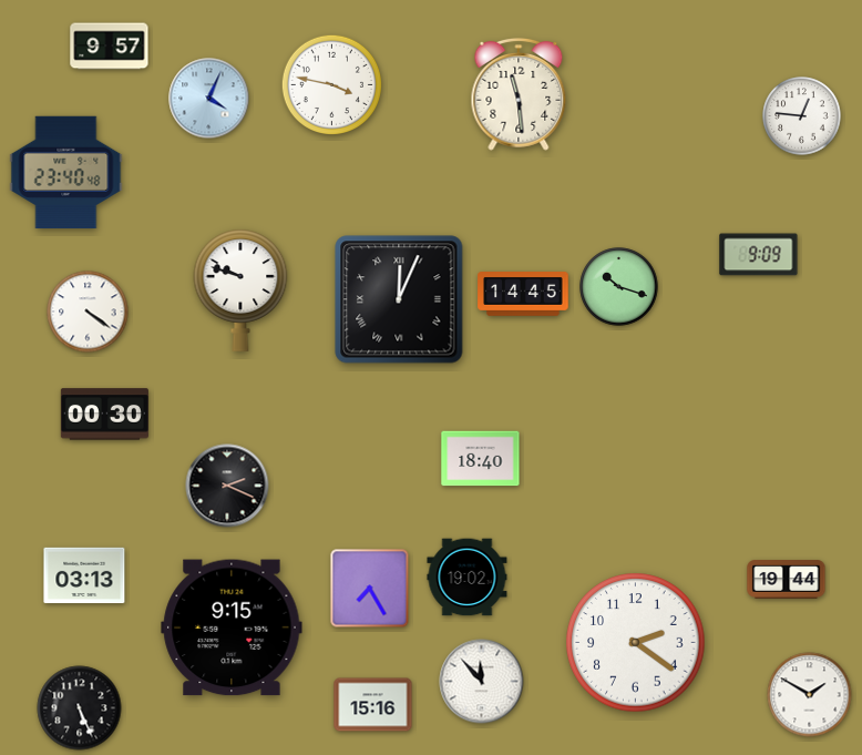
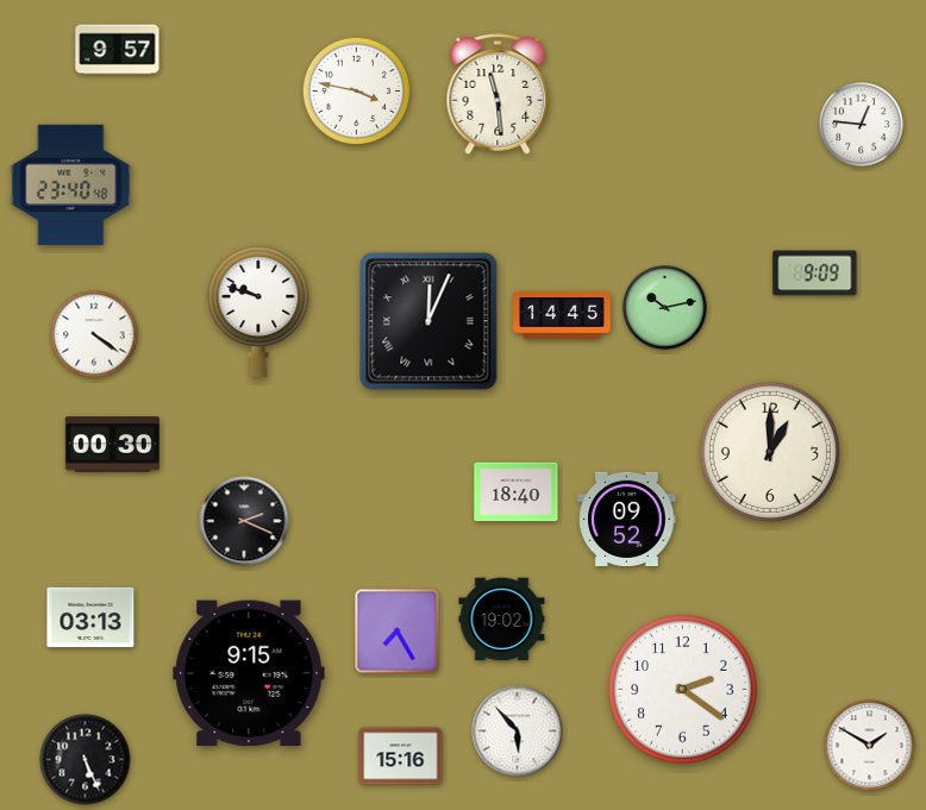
clock at (519, 94) position: (519, 94) -> (498, 94)
clock at (209, 99): 4:04 -> none
clock at (619, 287): 10:18 -> 10:13
clock at (770, 452): none -> 1:00
clock at (627, 519): none -> 09:52
clock at (787, 580): 19:44 -> none
clock at (482, 682): 11:53 -> 5:53
